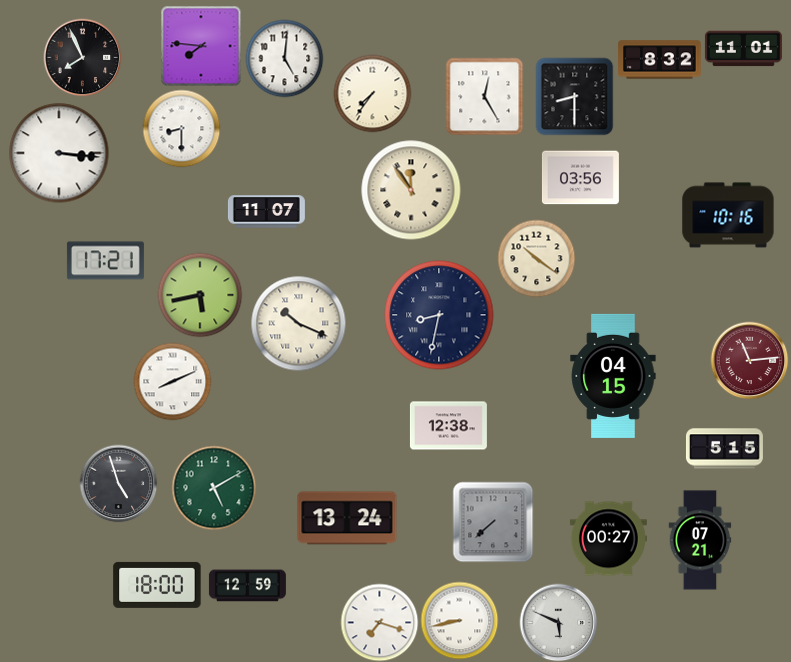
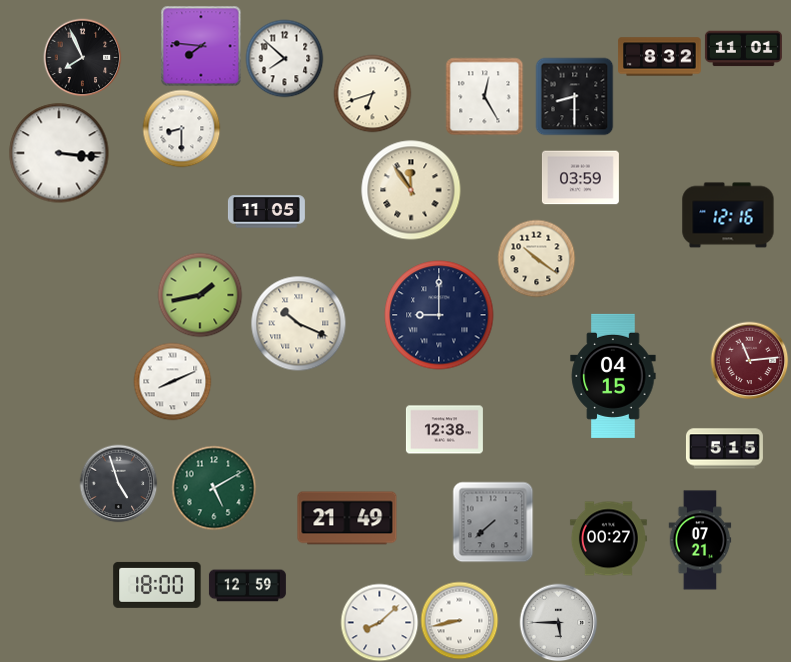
clock at (284, 58): 5:01 -> 7:52
clock at (660, 60) position: (660, 60) -> (660, 57)
clock at (372, 93): 7:36 -> 6:42
clock at (580, 178): 03:56 -> 03:59
clock at (266, 212): 11:07 -> 11:05
clock at (728, 215): 10:16 -> 12:16
clock at (105, 261): 17:21 -> none
clock at (200, 295): 5:43 -> 1:43
clock at (439, 315): 8:32 -> 9:00
clock at (448, 426) position: (448, 426) -> (444, 430)
clock at (347, 518): 13:24 -> 21:49
clock at (379, 622): 7:18 -> 8:08
clock at (558, 622): 5:49 -> 5:45
